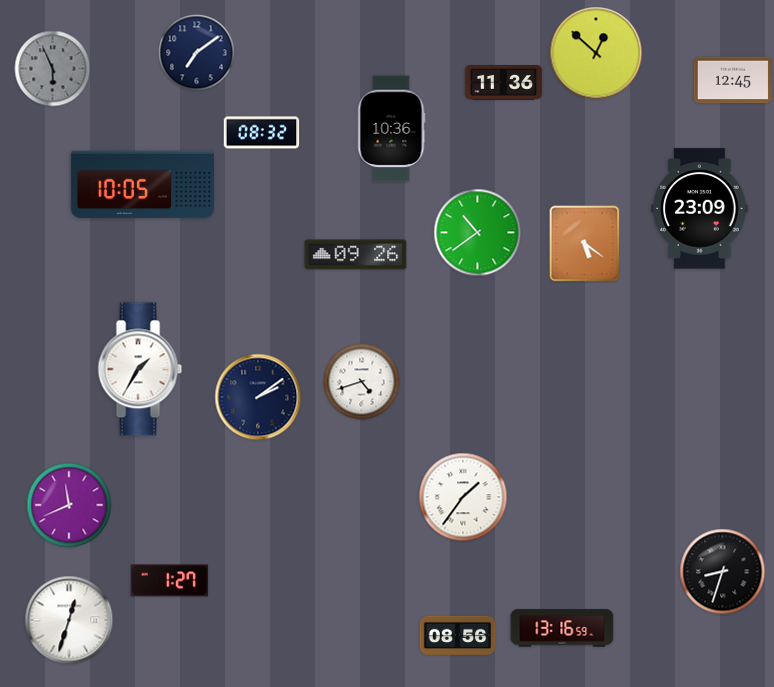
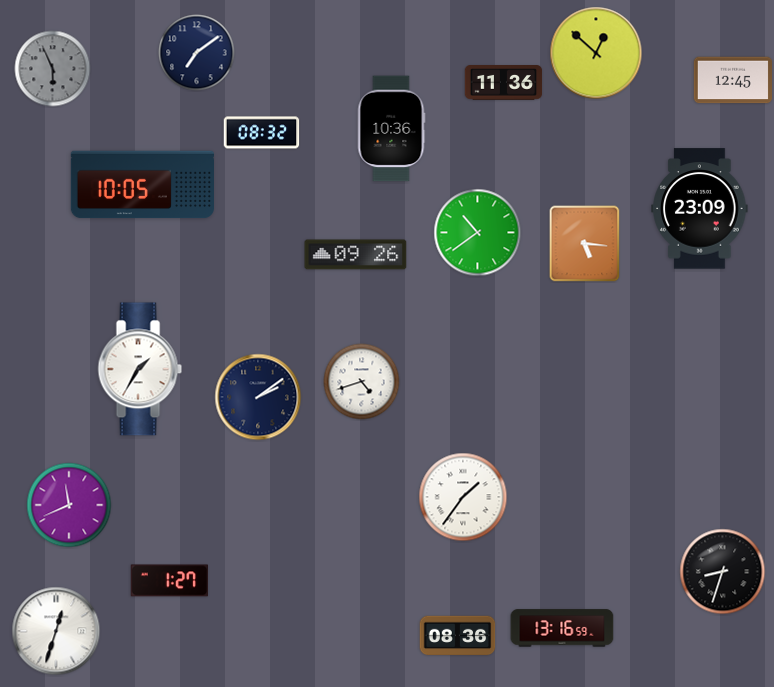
clock at (585, 244): 5:21 -> 5:16
clock at (69, 620) position: (69, 620) -> (56, 631)
clock at (458, 636): 08:56 -> 08:36
